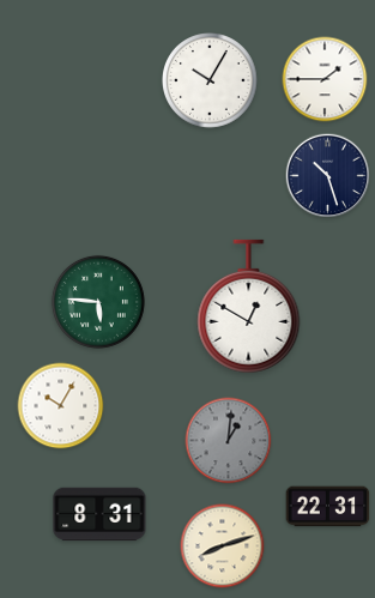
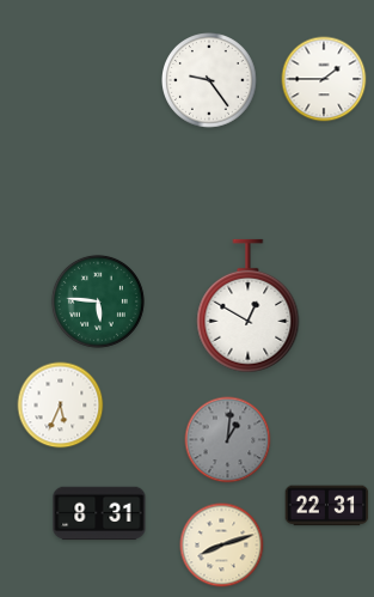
clock at (211, 81): 10:05 -> 9:24
clock at (328, 176): 10:27 -> none
clock at (61, 406): 10:05 -> 5:34
